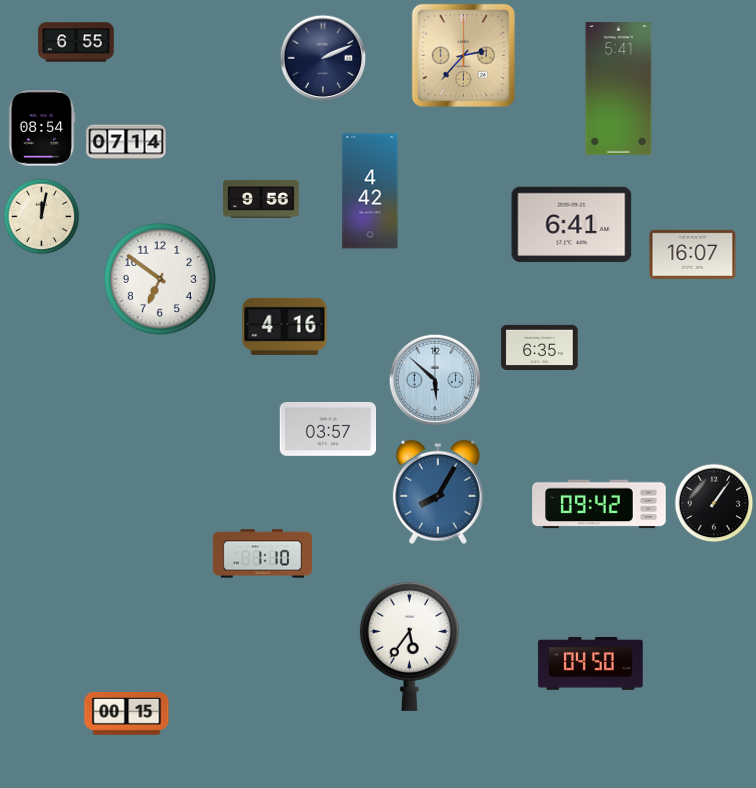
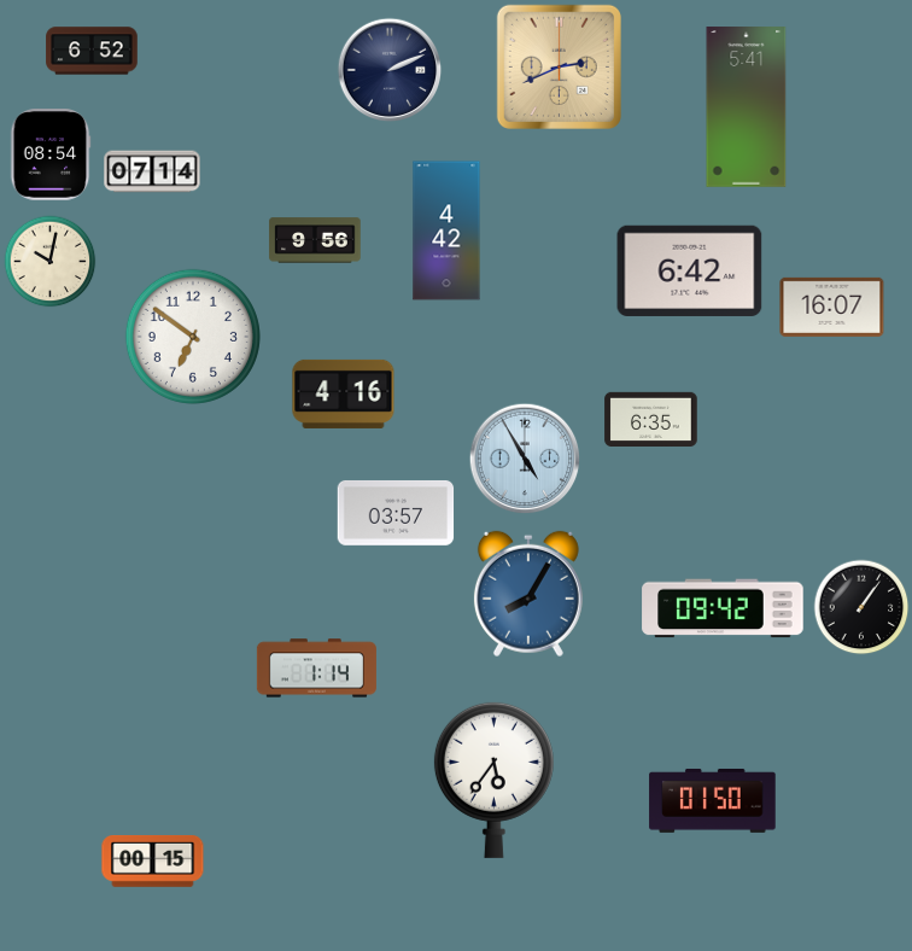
clock at (76, 42): 6:55 -> 6:52
clock at (463, 55): 2:37 -> 2:41
clock at (42, 217): 12:02 -> 10:02
clock at (572, 224): 6:41 -> 6:42
clock at (693, 254) position: (693, 254) -> (832, 307)
clock at (435, 380): 5:52 -> 4:55
clock at (328, 429) position: (328, 429) -> (396, 513)
clock at (262, 554): 1:10 -> 1:14
clock at (591, 663): 04:50 -> 01:50
